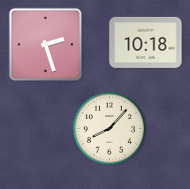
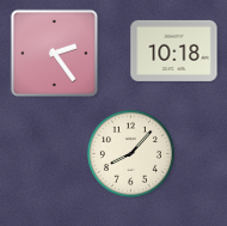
clock at (45, 44): 2:27 -> 2:24
